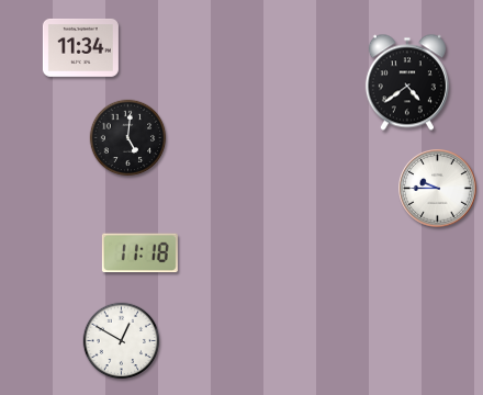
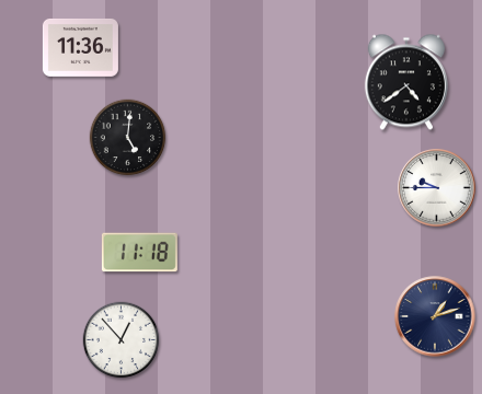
clock at (80, 47): 11:34 -> 11:36
clock at (435, 316): none -> 1:12
clock at (122, 341): 12:50 -> 12:53
